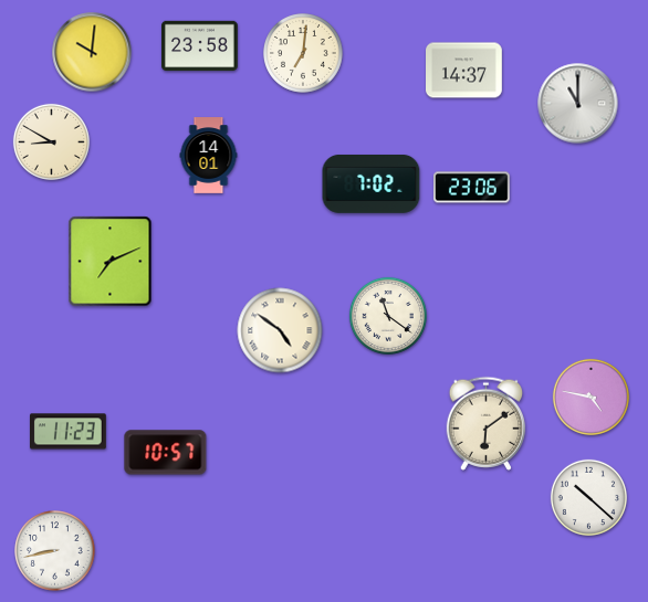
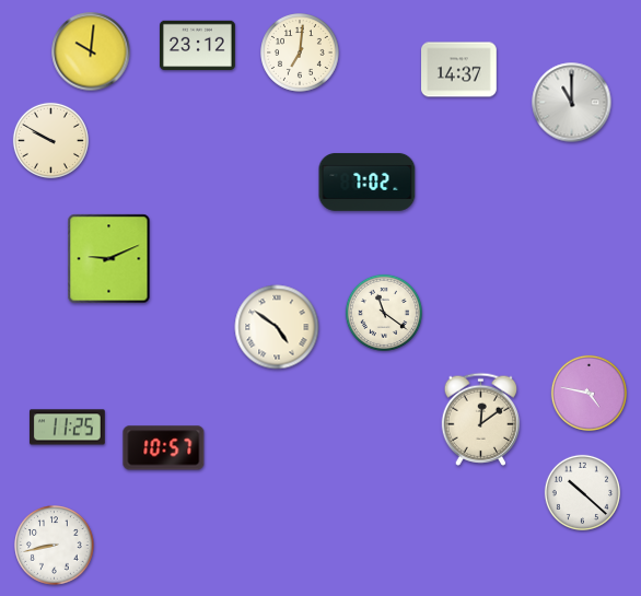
clock at (200, 46): 23:58 -> 23:12
clock at (51, 141): 8:50 -> 9:50
clock at (209, 156): 14:01 -> none
clock at (472, 188): 23:06 -> none
clock at (111, 262): 7:11 -> 9:11
clock at (590, 397) position: (590, 397) -> (588, 393)
clock at (487, 423): 6:09 -> 12:09
clock at (69, 432): 11:23 -> 11:25
